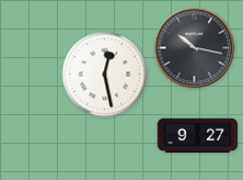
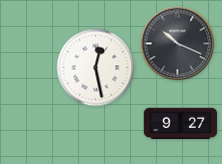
clock at (195, 48): 10:17 -> 10:19
